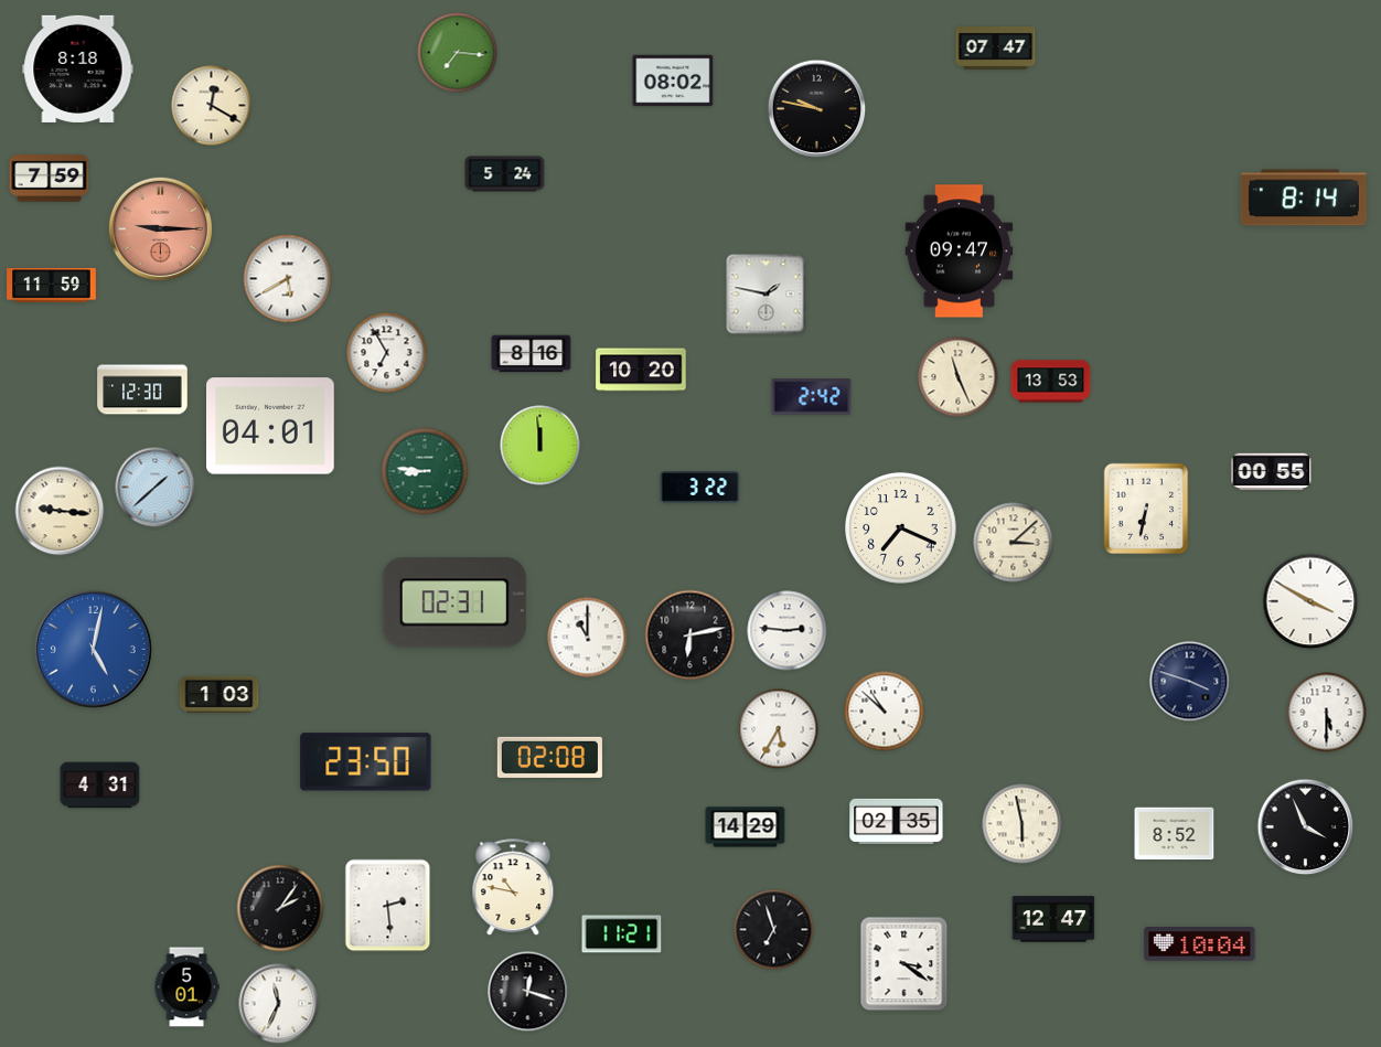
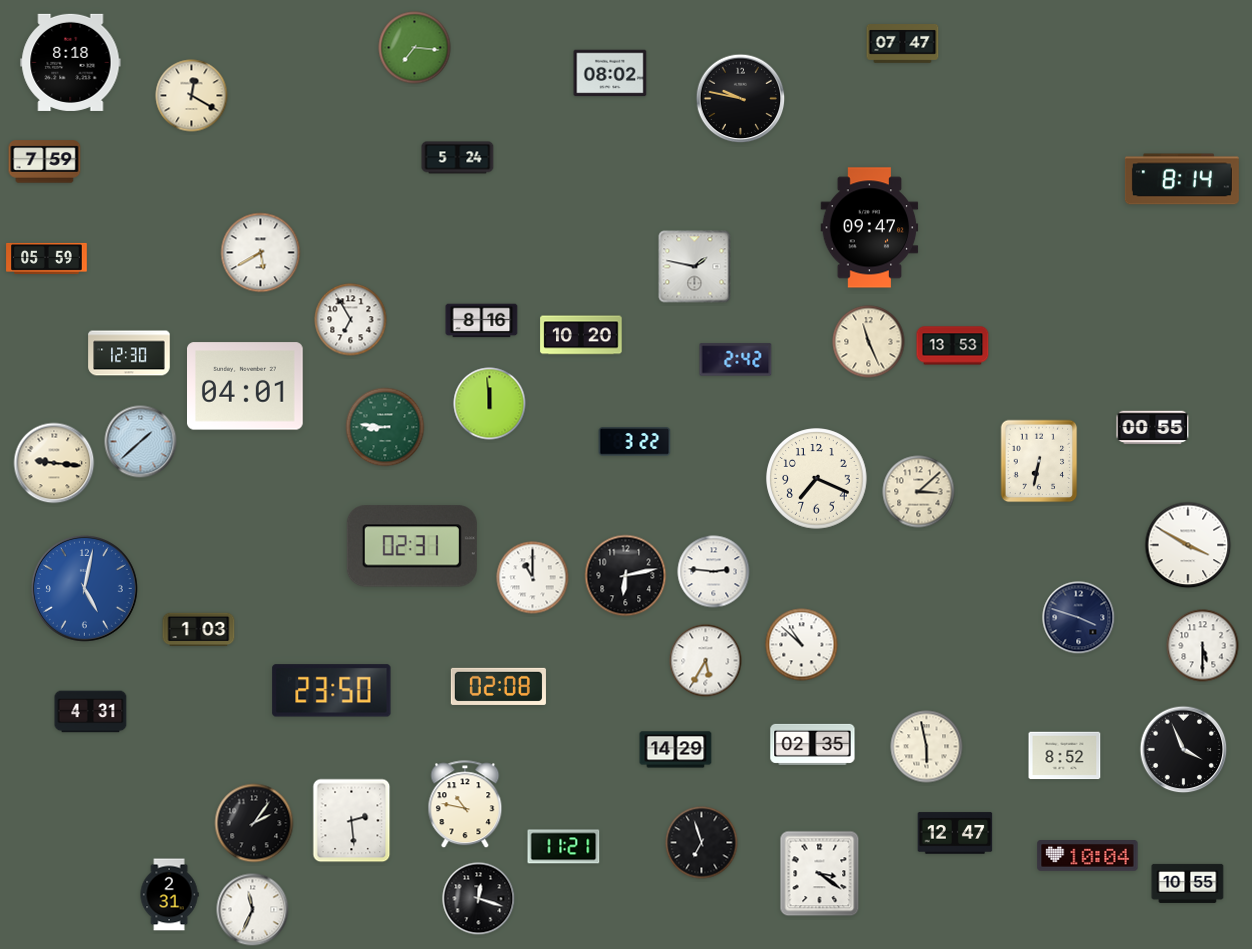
clock at (160, 228): 9:15 -> none
clock at (52, 285): 11:59 -> 05:59
clock at (1188, 883): none -> 10:55
clock at (186, 987): 5:01 -> 2:31
